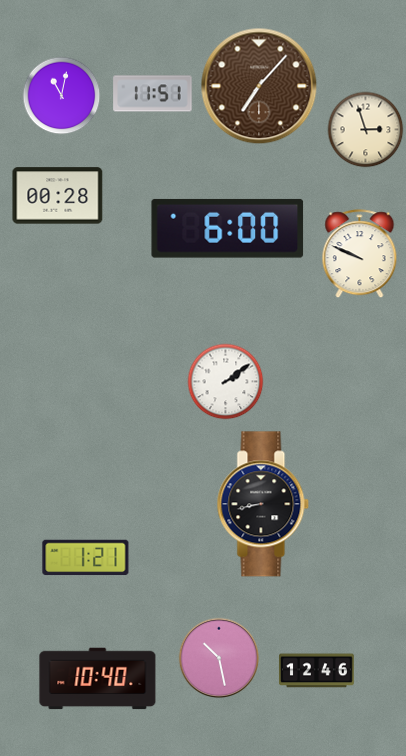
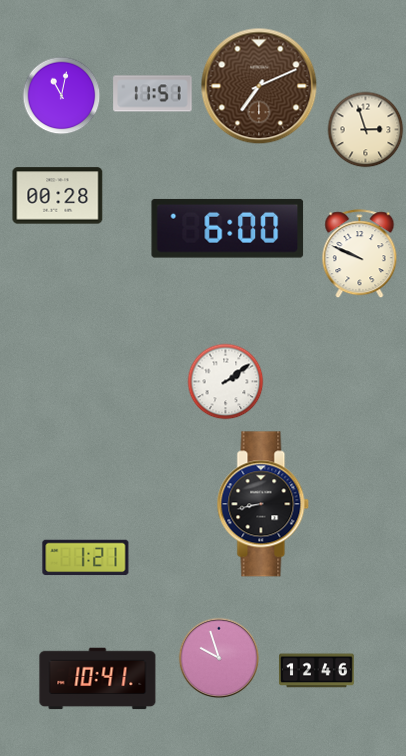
clock at (259, 86): 7:07 -> 7:11
clock at (219, 658): 10:28 -> 9:57
clock at (98, 679): 10:40 -> 10:41
